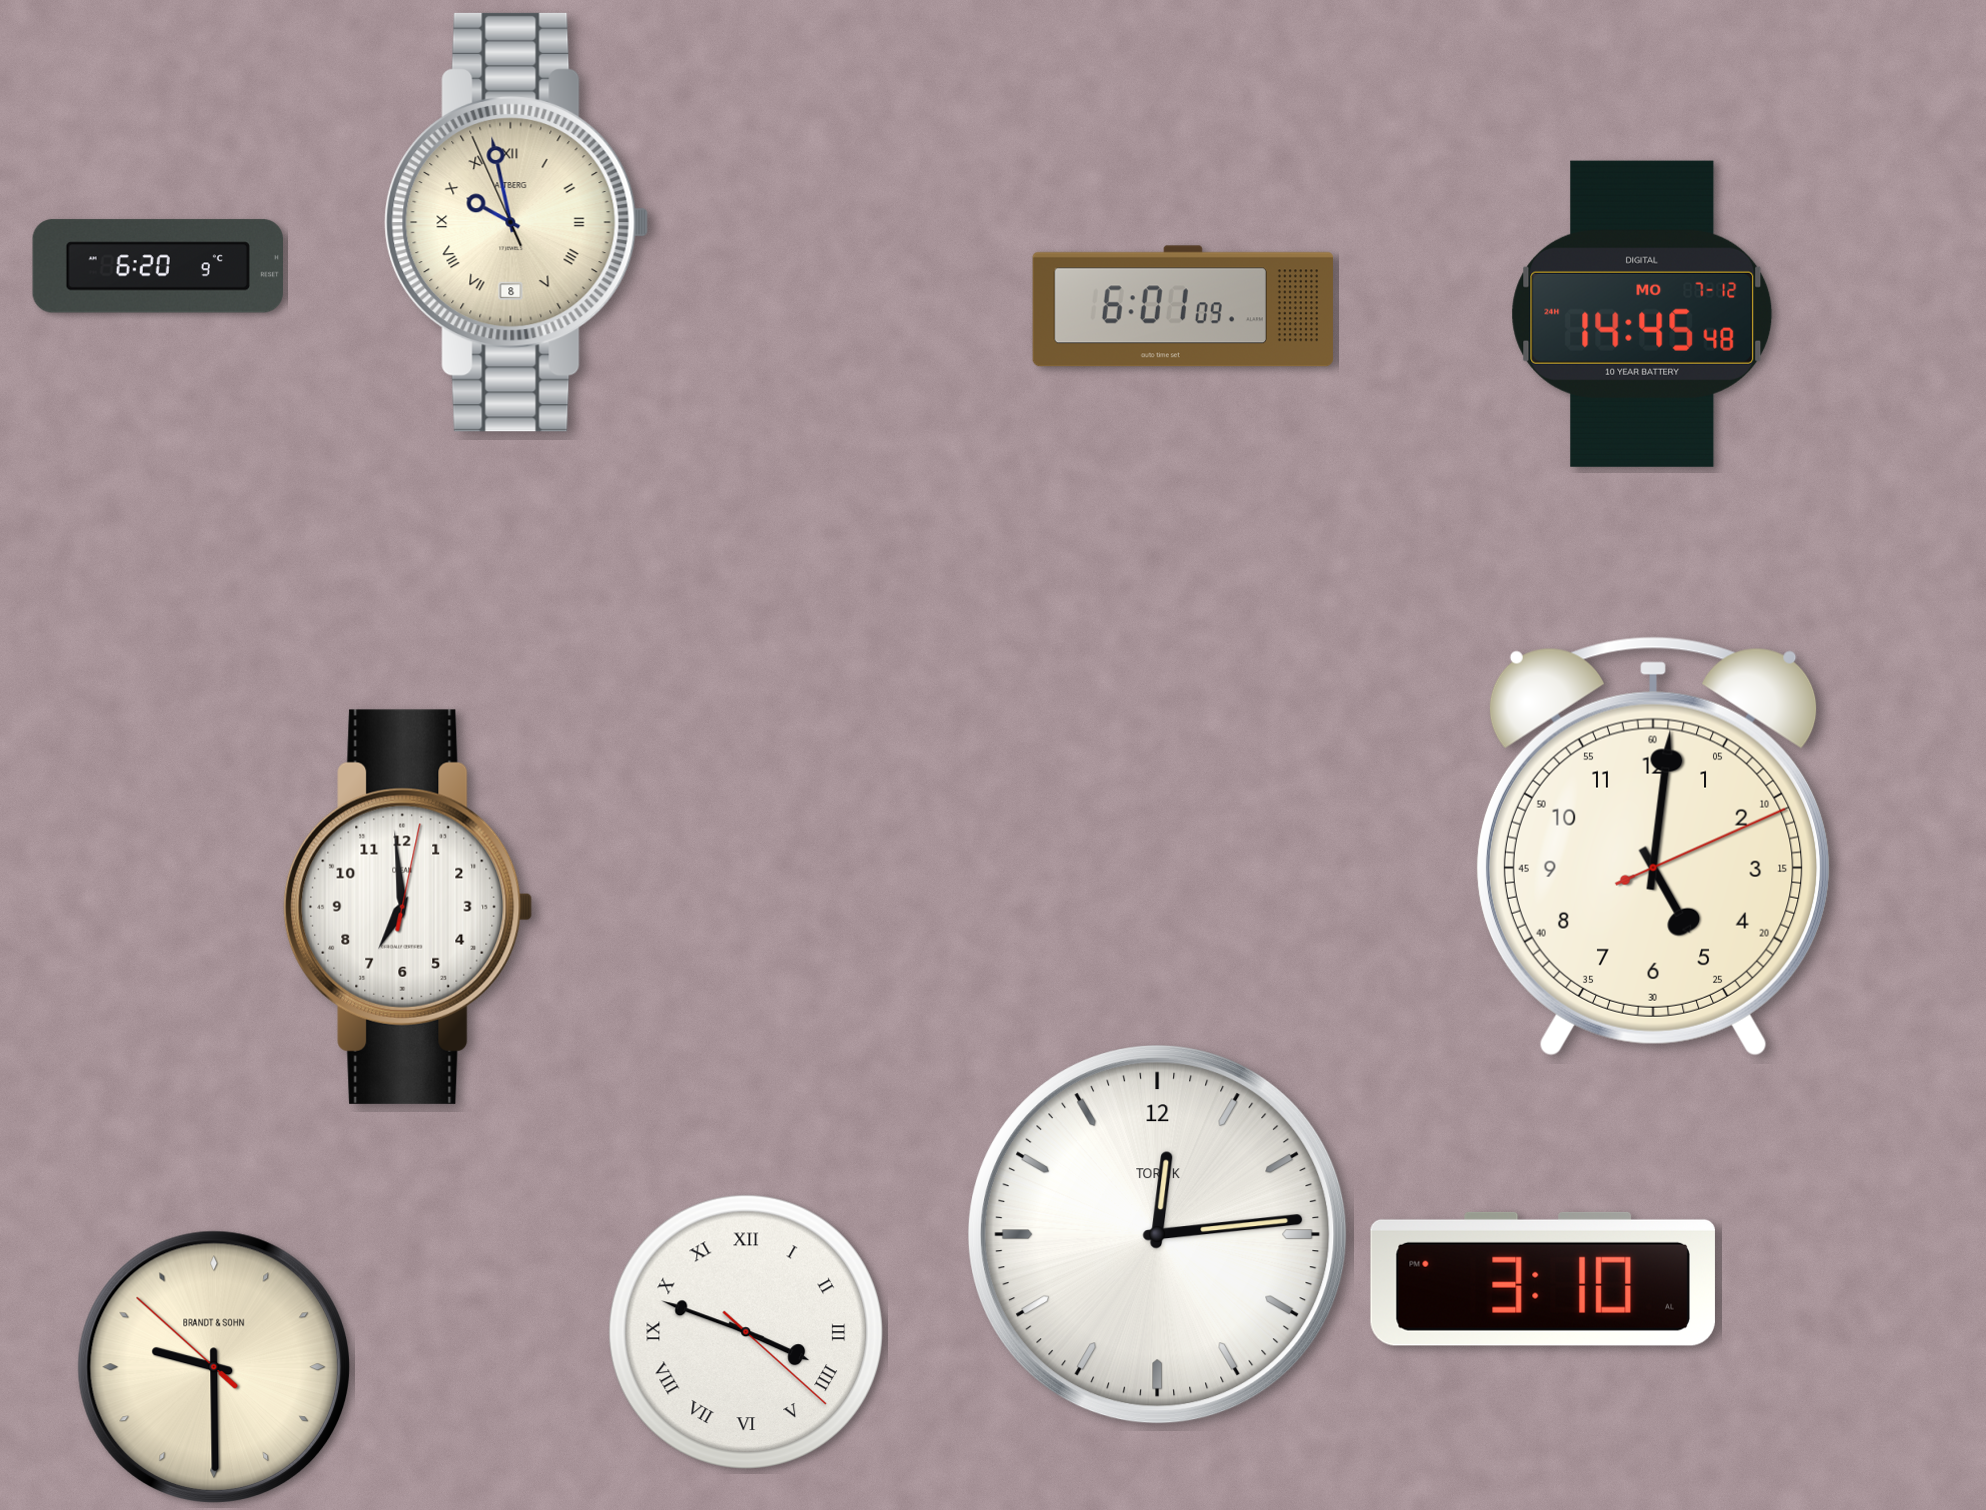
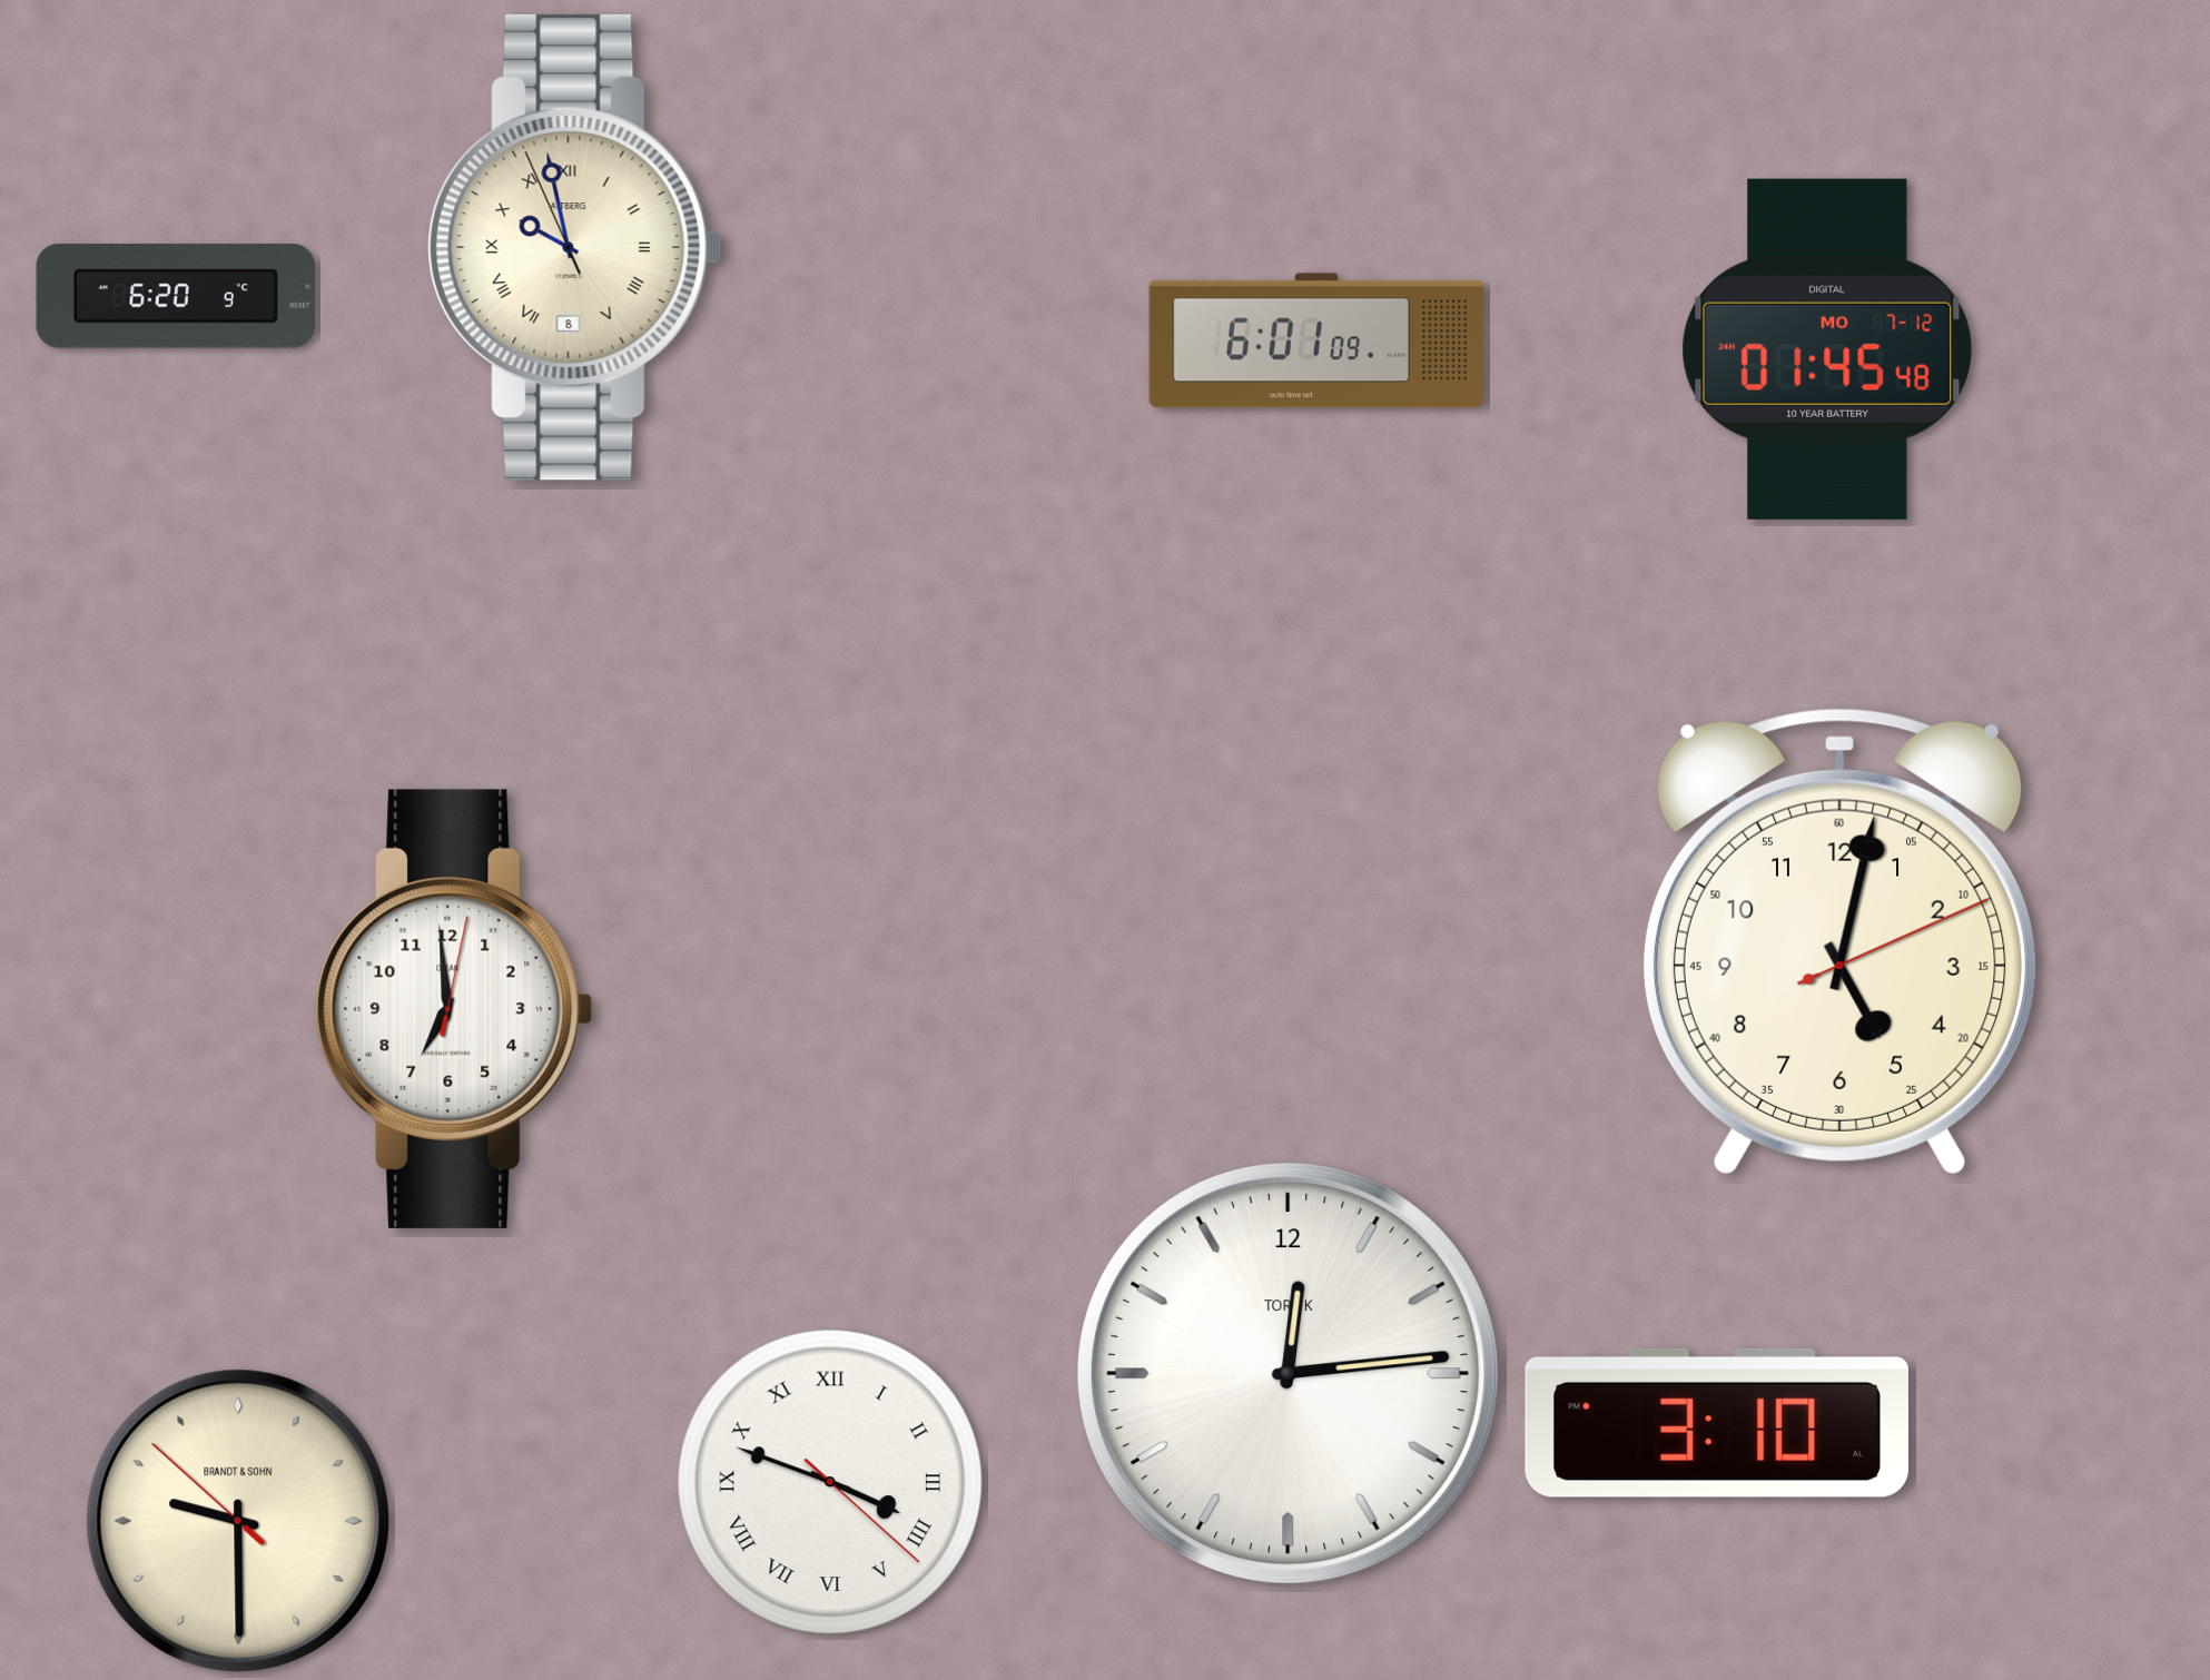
clock at (1642, 314): 14:45 -> 01:45
clock at (1653, 846): 5:01 -> 5:02
